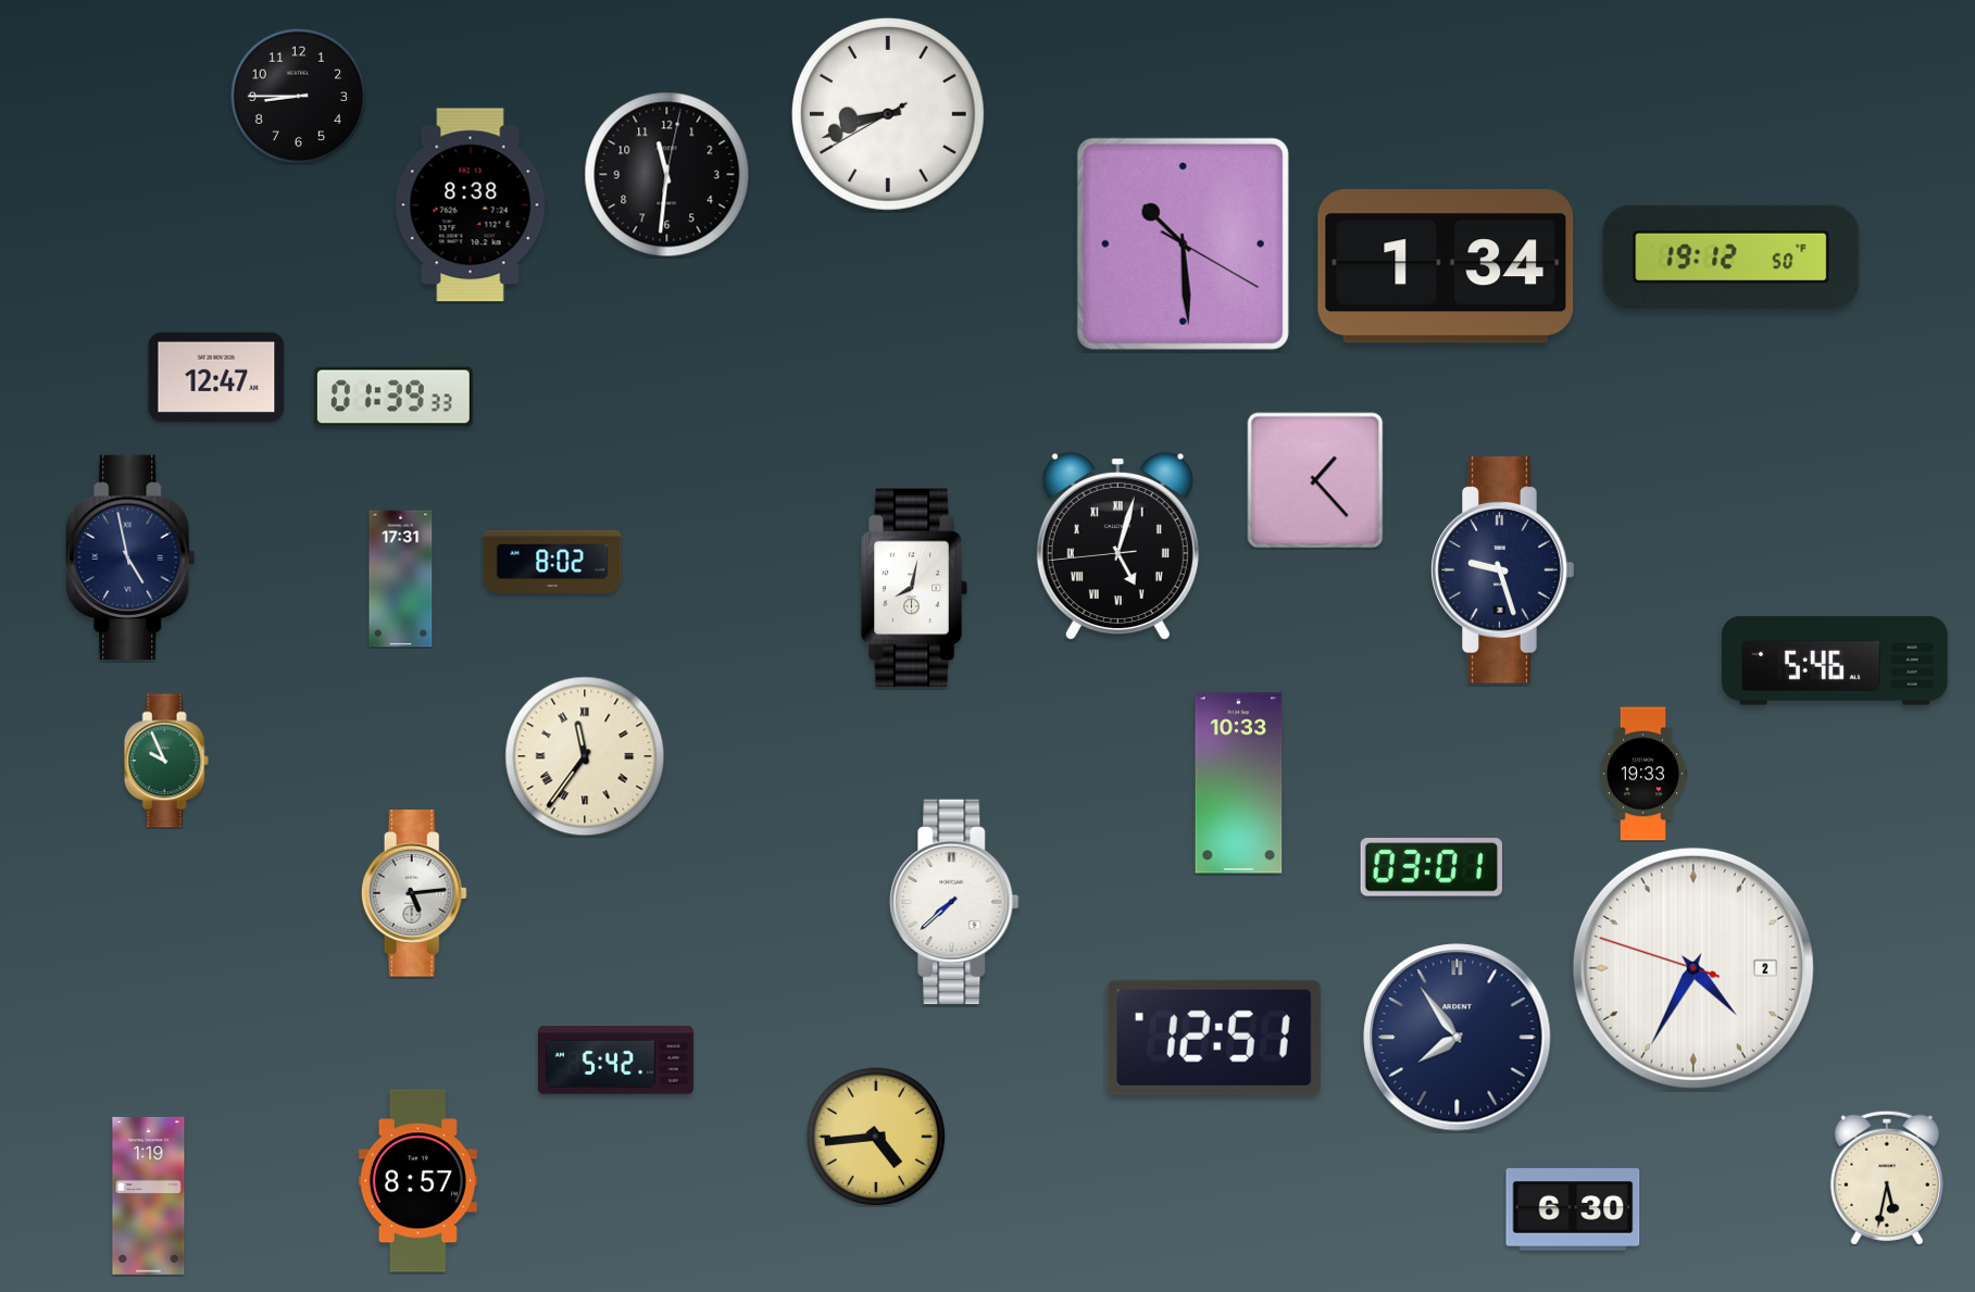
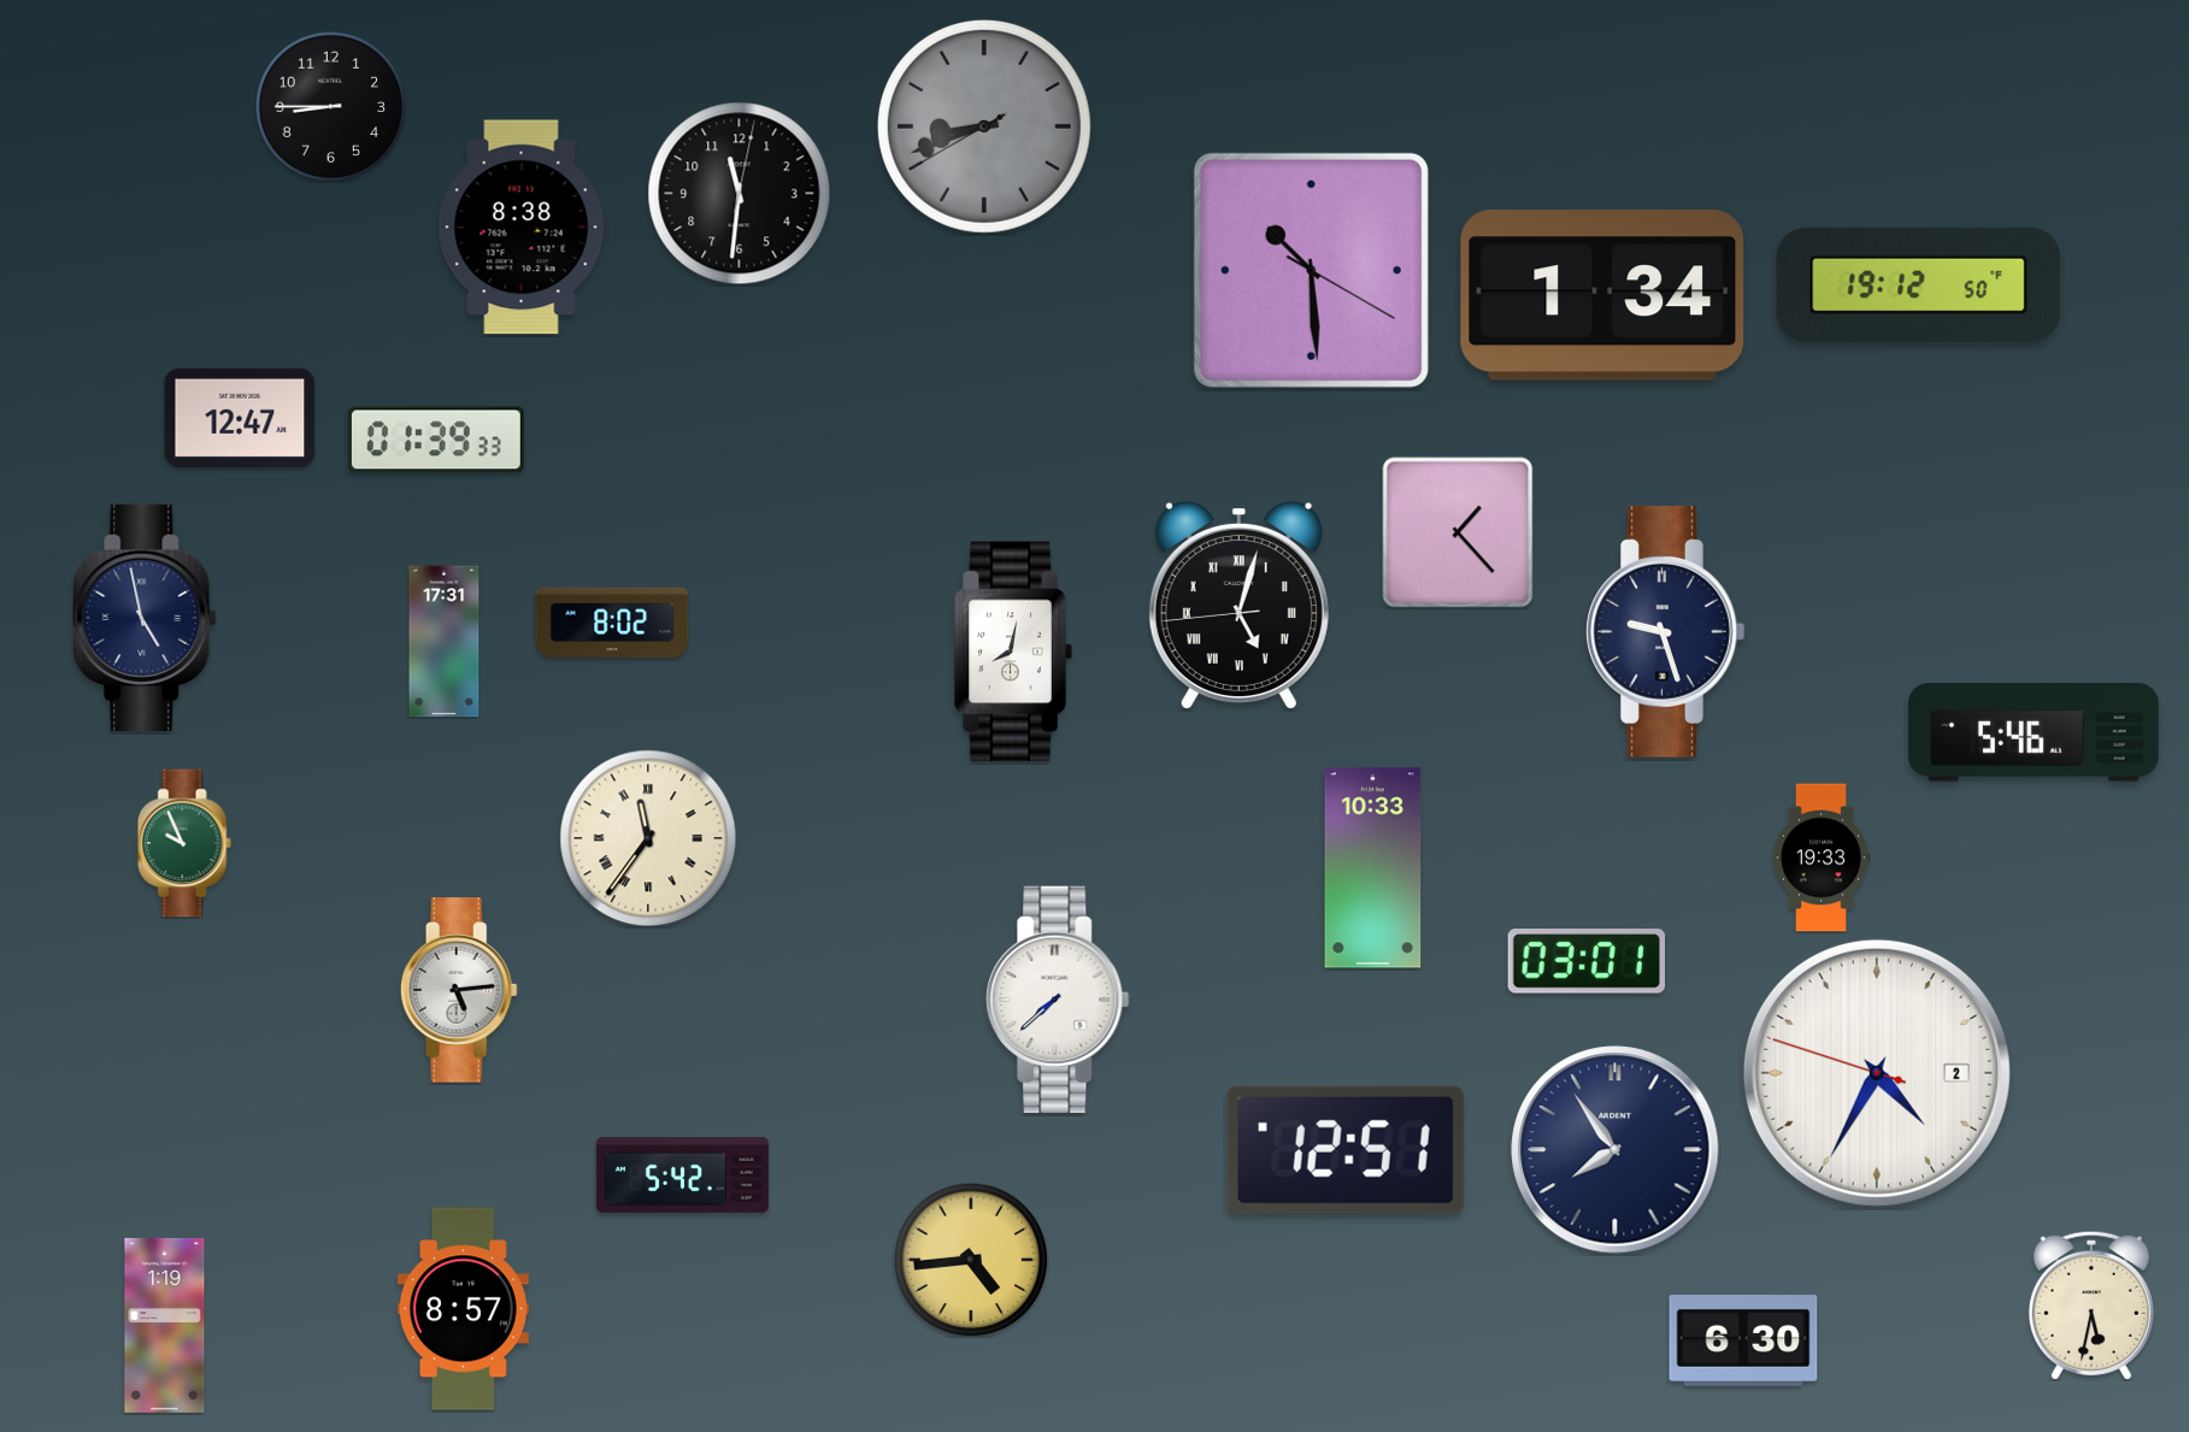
clock at (888, 114) dial: white -> grey
